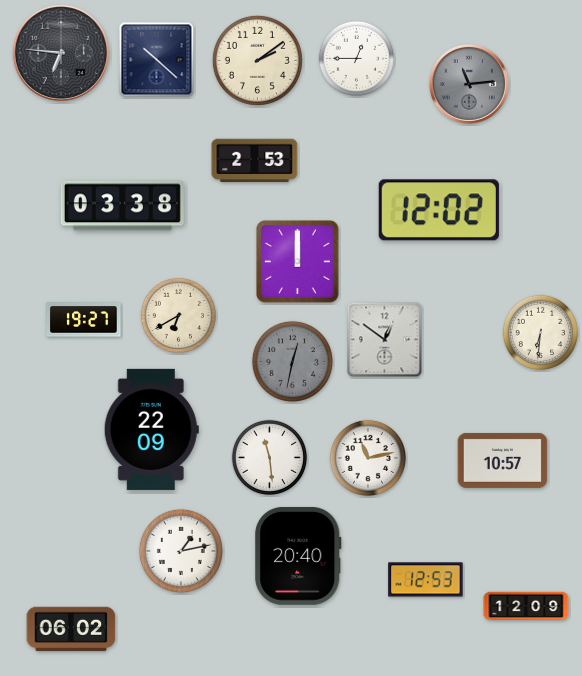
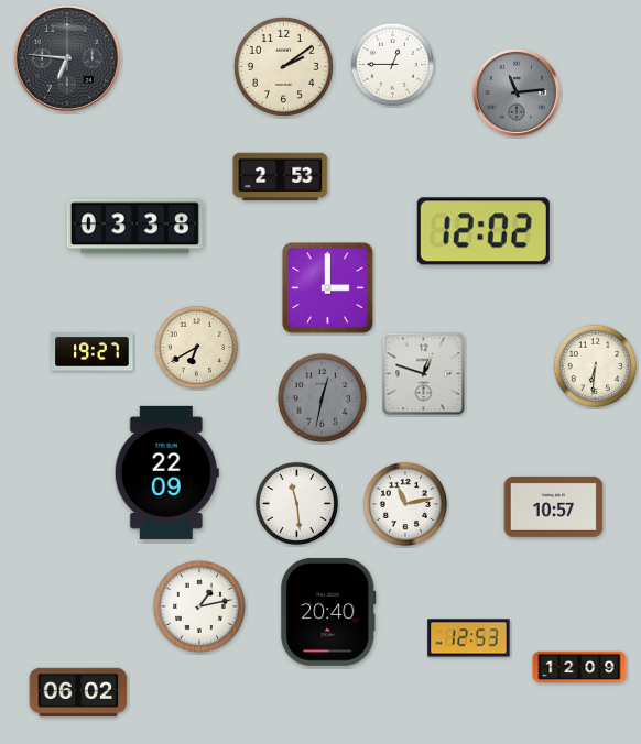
clock at (157, 60): 10:22 -> none
clock at (298, 262): 12:00 -> 3:00
clock at (385, 340): 12:51 -> 12:48
